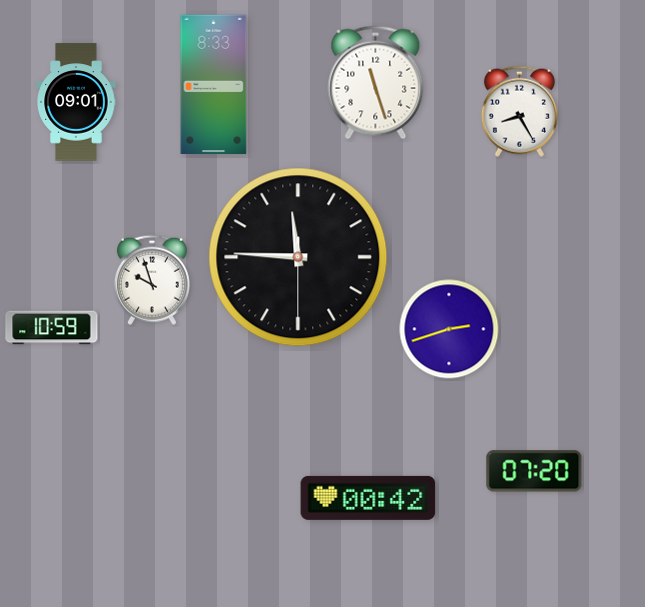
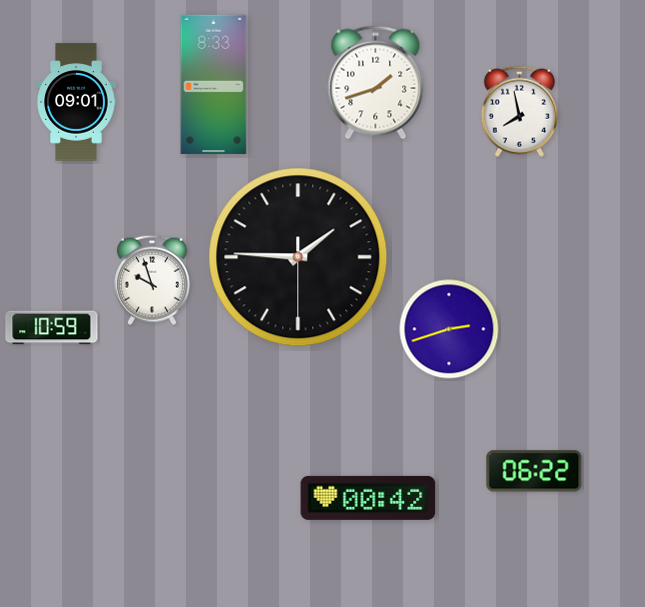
clock at (376, 83): 11:27 -> 1:42
clock at (519, 111): 8:25 -> 7:58
clock at (298, 257): 11:45 -> 1:45
clock at (534, 471): 07:20 -> 06:22
